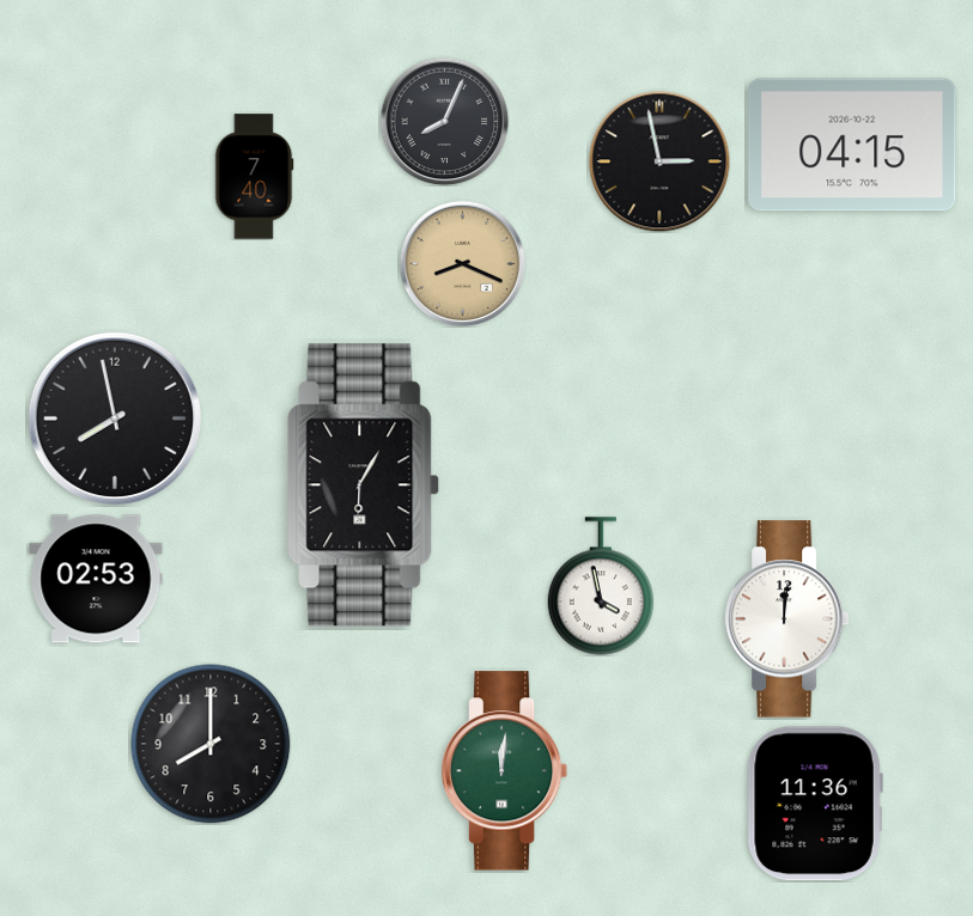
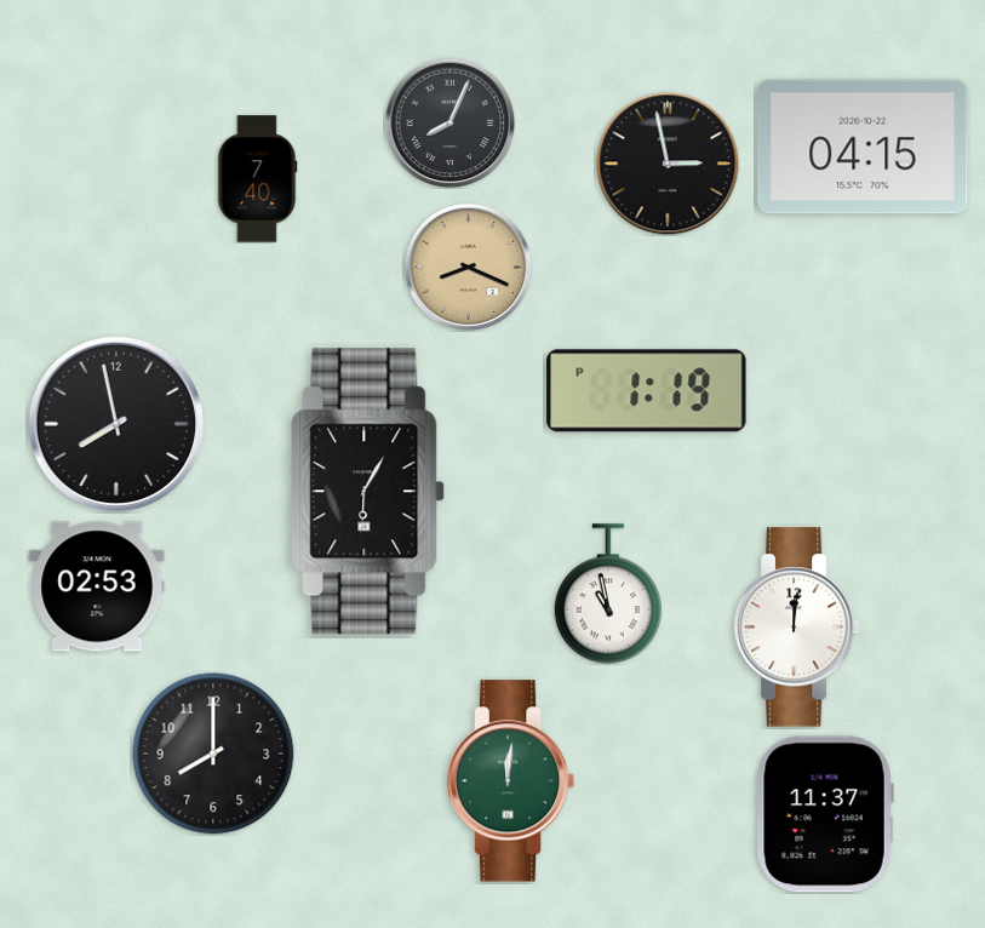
clock at (647, 391): none -> 1:19
clock at (600, 586): 3:58 -> 10:58
clock at (815, 804): 11:36 -> 11:37
